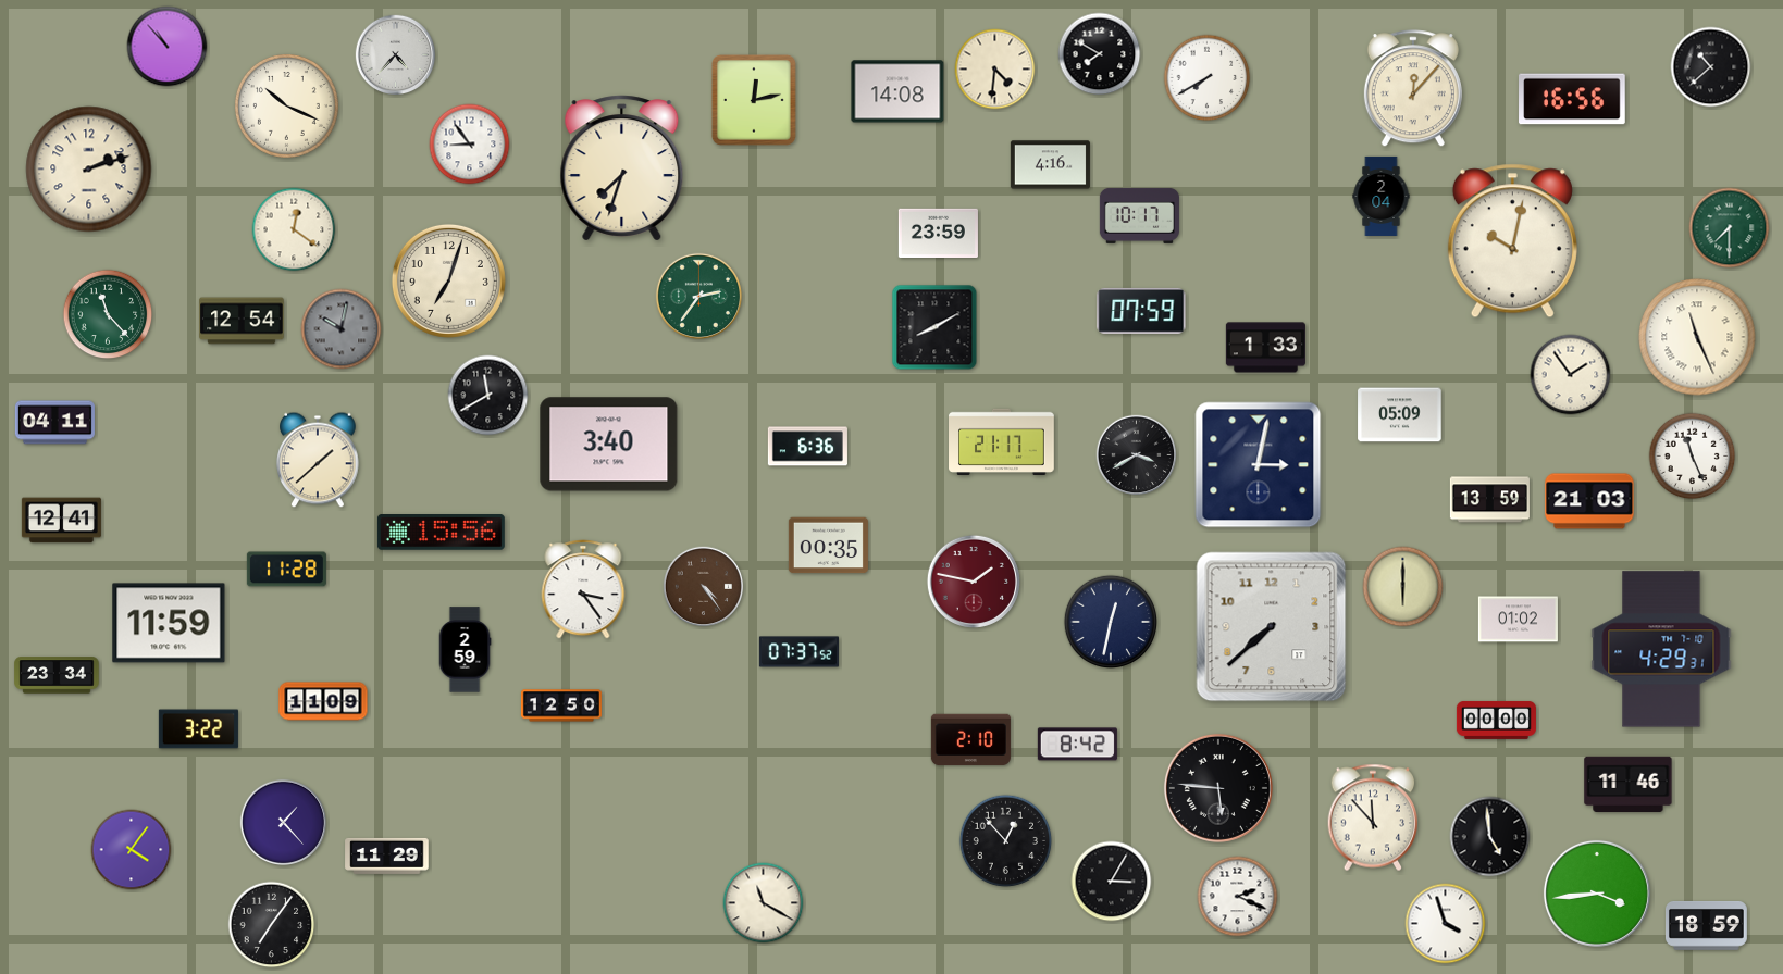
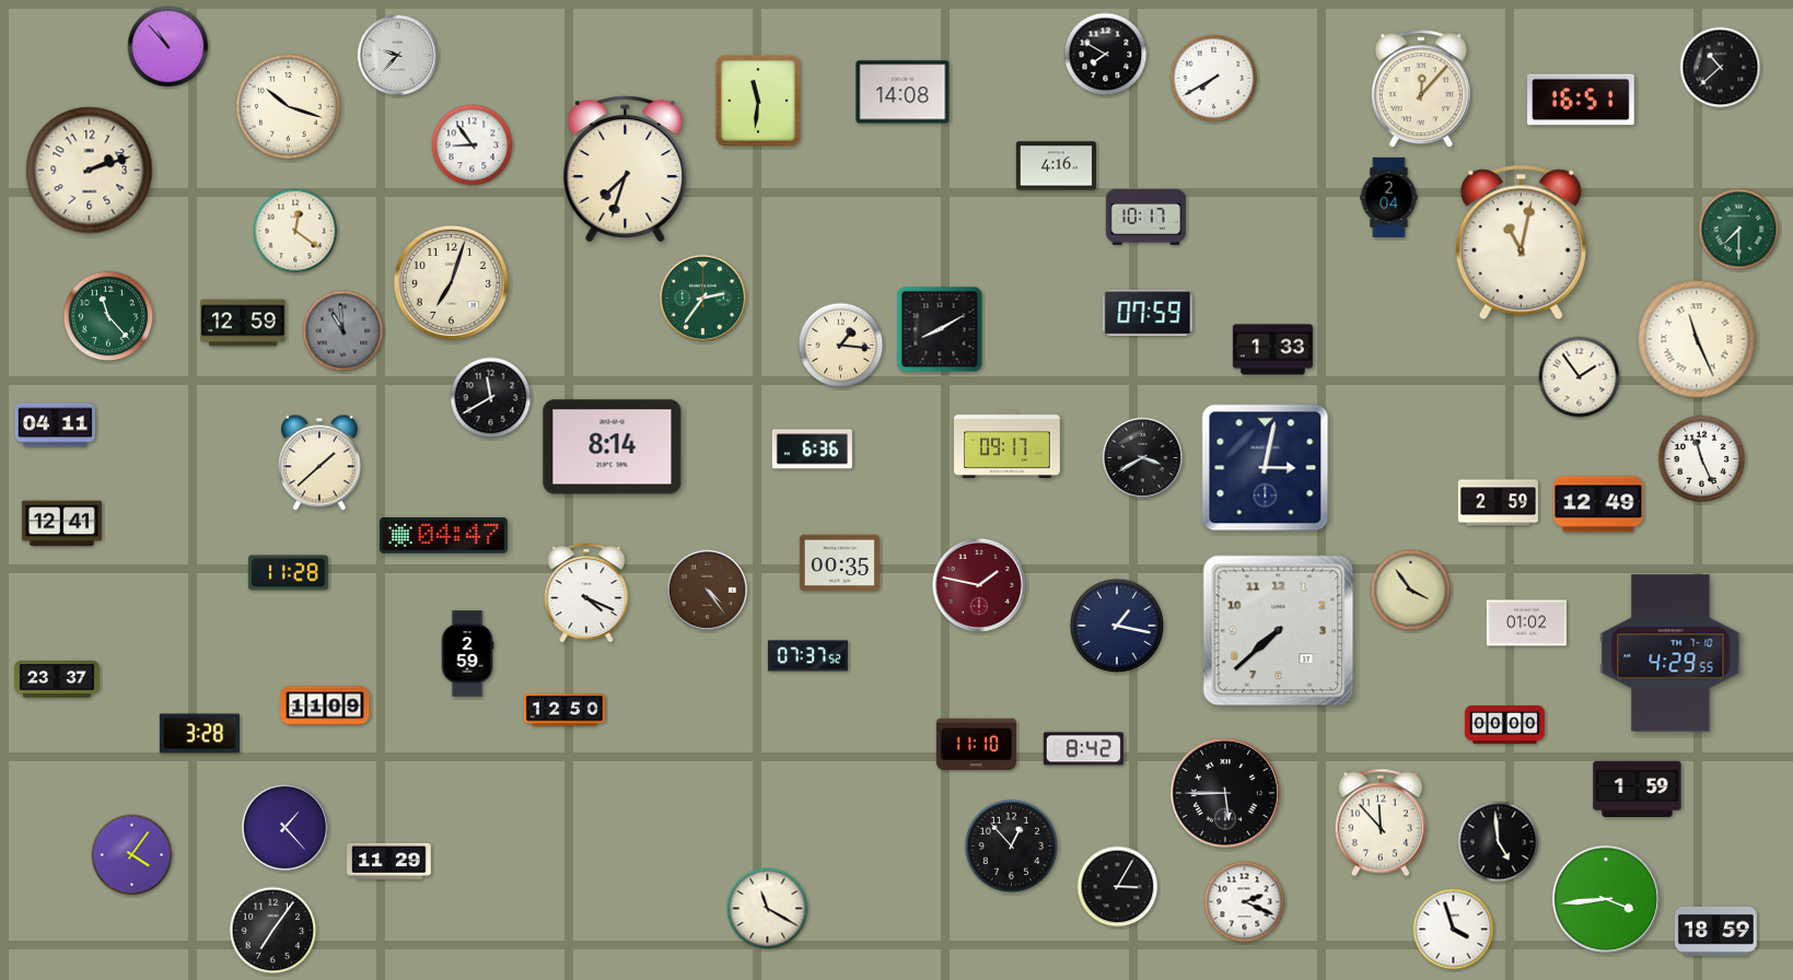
clock at (396, 55): 4:37 -> 9:37
clock at (995, 70): 4:31 -> none
clock at (1572, 99): 16:56 -> 16:51
clock at (754, 101): 12:13 -> 11:31
clock at (286, 105): 10:19 -> 10:18
clock at (938, 233): 23:59 -> none
clock at (1512, 241): 10:02 -> 11:02
clock at (242, 321): 12:54 -> 12:59
clock at (342, 329): 10:02 -> 10:59
clock at (1697, 337) position: (1697, 337) -> (1697, 339)
clock at (841, 346): none -> 1:16
clock at (1400, 415): 05:09 -> none
clock at (1002, 441): 21:17 -> 09:17
clock at (609, 445): 3:40 -> 8:14
clock at (1489, 500): 13:59 -> 2:59
clock at (1589, 501): 21:03 -> 12:49
clock at (441, 533): 15:56 -> 04:47
clock at (828, 546) position: (828, 546) -> (839, 563)
clock at (1403, 587): 6:00 -> 3:54
clock at (583, 589): 3:24 -> 4:19
clock at (1111, 622): 12:32 -> 1:17
clock at (169, 623): 11:59 -> none
clock at (1661, 649): 4:29:31 -> 4:29:55
clock at (798, 652) position: (798, 652) -> (807, 656)
clock at (57, 675): 23:34 -> 23:37
clock at (198, 729): 3:22 -> 3:28
clock at (970, 740): 2:10 -> 11:10
clock at (1629, 784): 11:46 -> 1:59
clock at (1218, 788): 5:46 -> 5:45
